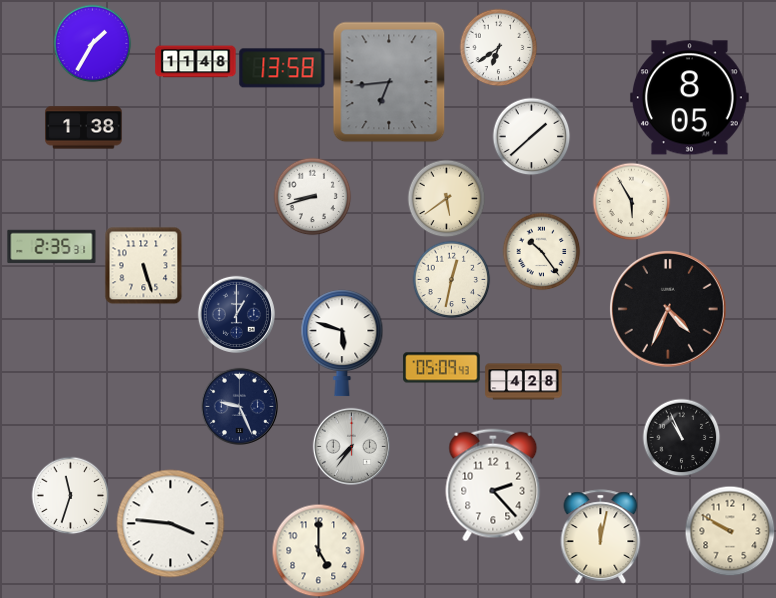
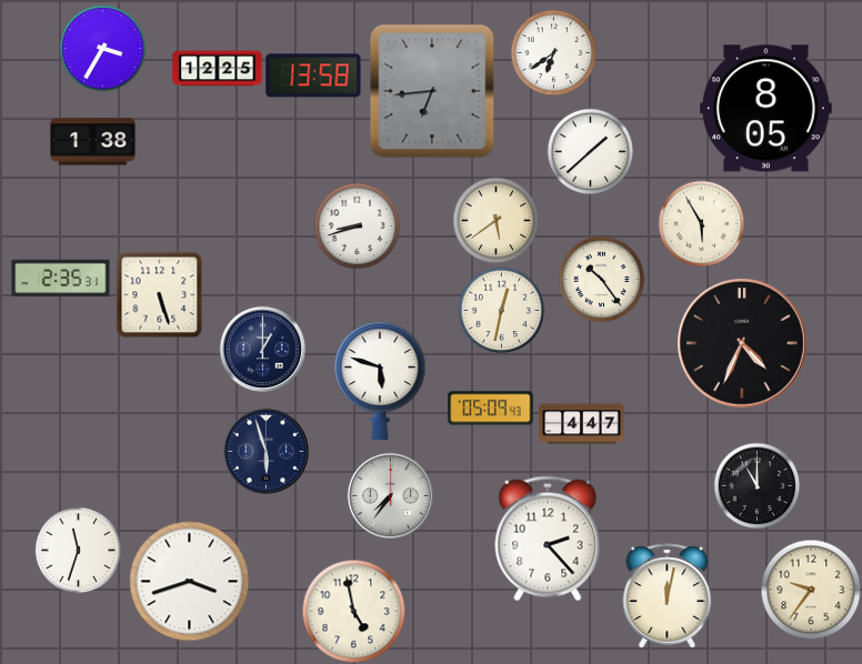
clock at (92, 43): 1:35 -> 3:35
clock at (196, 62): 11:48 -> 12:25
clock at (312, 196) position: (312, 196) -> (357, 225)
clock at (52, 247) position: (52, 247) -> (61, 279)
clock at (524, 382): 4:28 -> 4:47
clock at (239, 406): 9:26 -> 5:57
clock at (681, 437): 10:56 -> 11:00
clock at (171, 524): 3:46 -> 3:42
clock at (730, 531): 9:50 -> 9:36
clock at (318, 550): 5:00 -> 4:58
